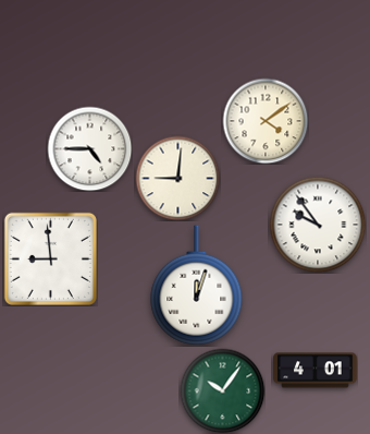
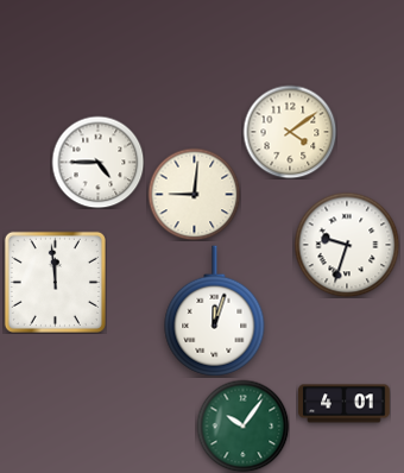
clock at (318, 225): 9:54 -> 9:33
clock at (50, 258): 8:59 -> 11:59
